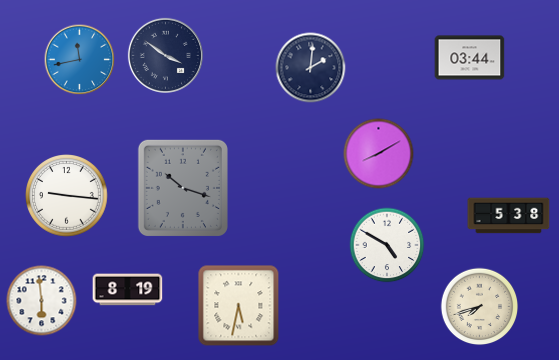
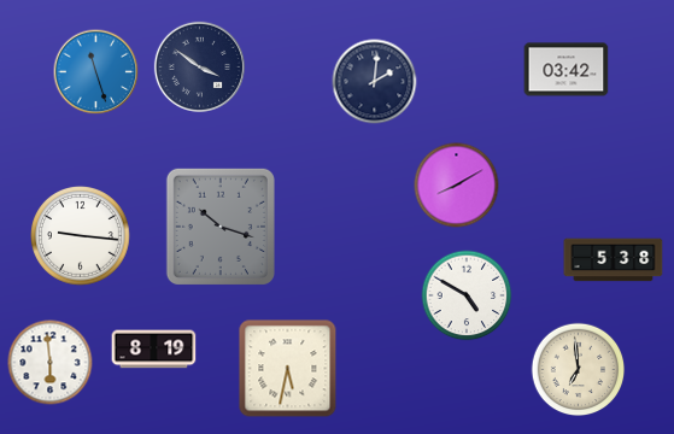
clock at (470, 58): 03:44 -> 03:42
clock at (80, 60): 11:43 -> 11:27
clock at (480, 307): 7:42 -> 6:59
